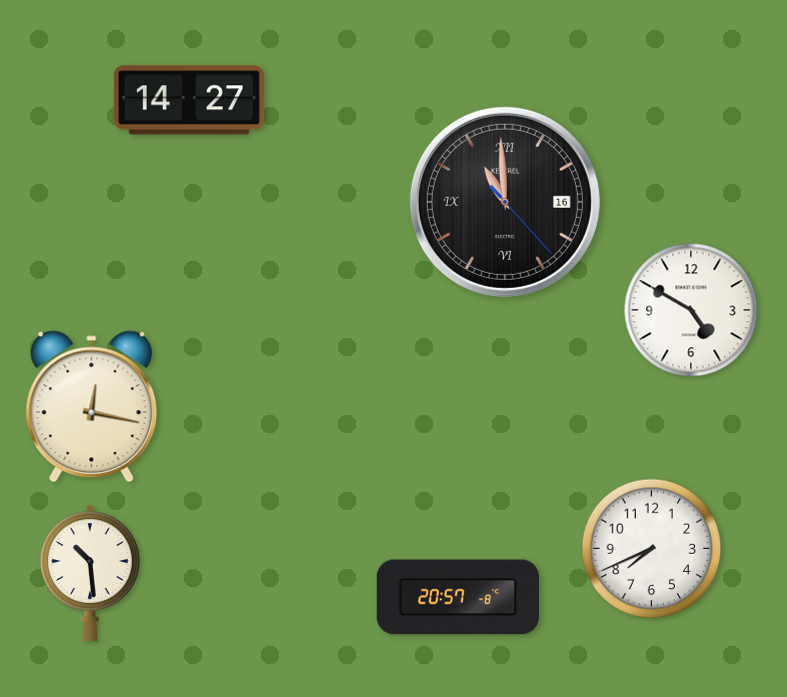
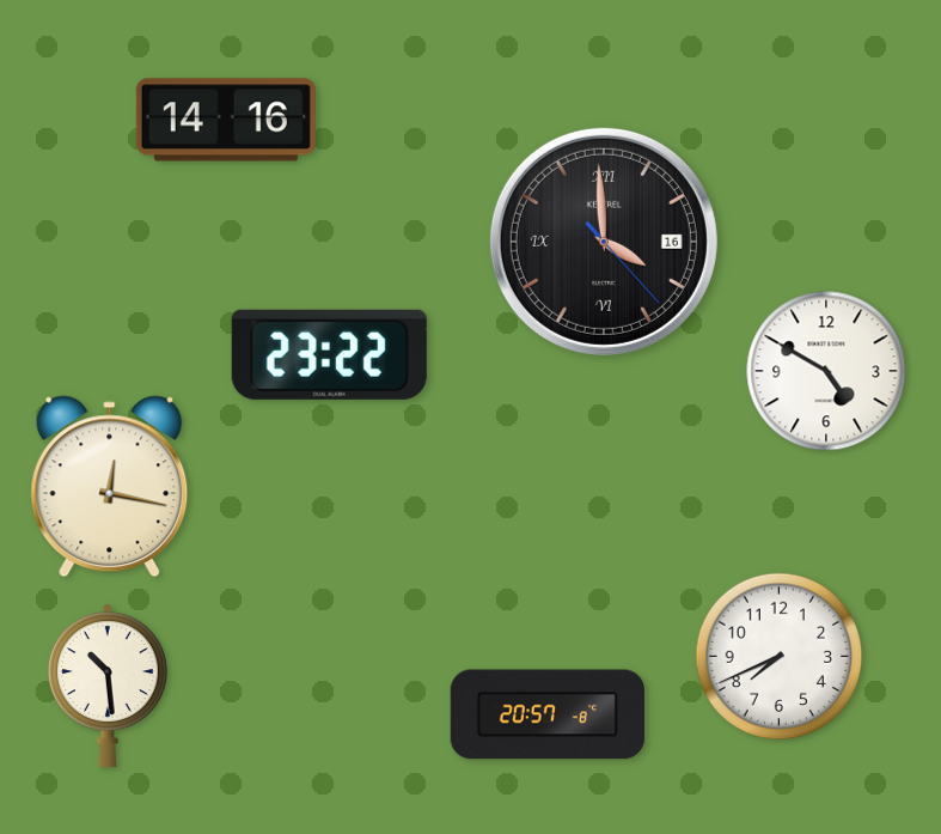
clock at (189, 100): 14:27 -> 14:16
clock at (505, 202): 10:59 -> 3:59
clock at (329, 354): none -> 23:22
